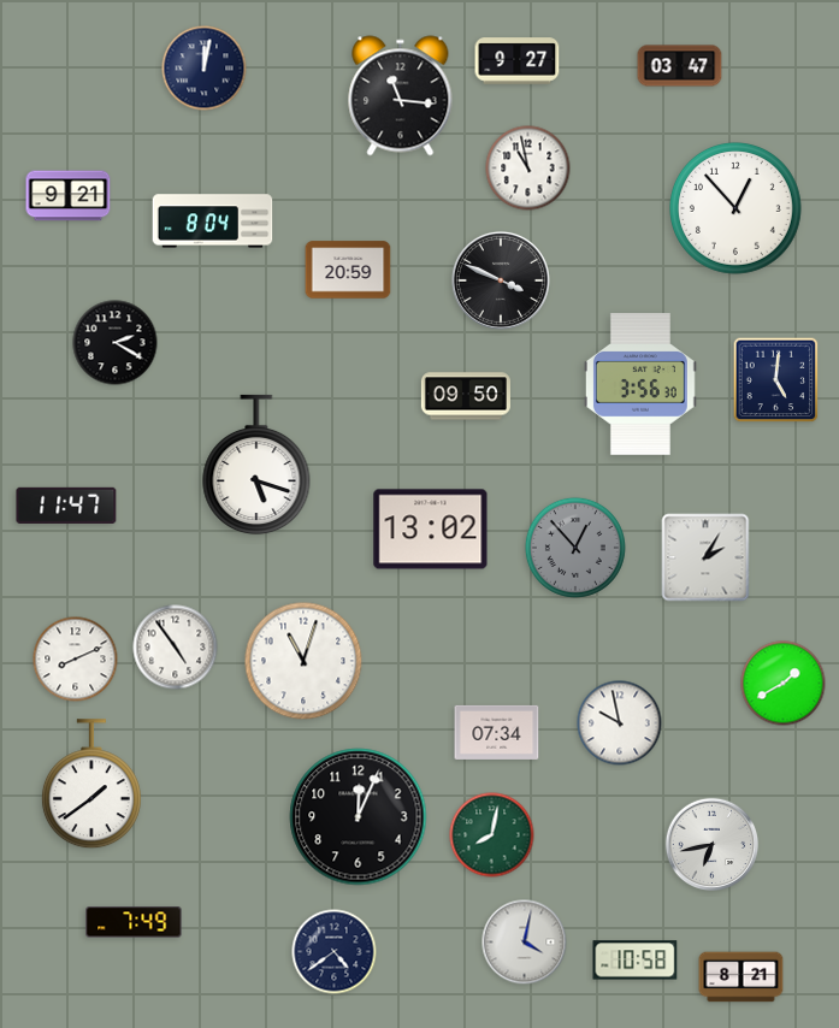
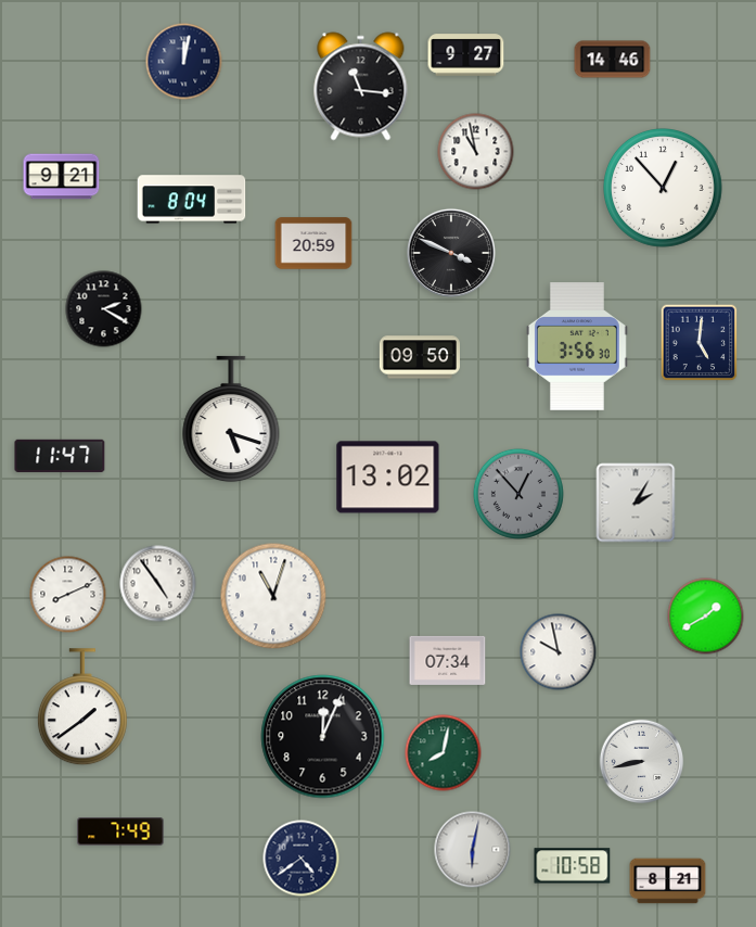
clock at (680, 66): 03:47 -> 14:46
clock at (713, 845): 6:43 -> 8:43
clock at (525, 943): 4:02 -> 6:02
